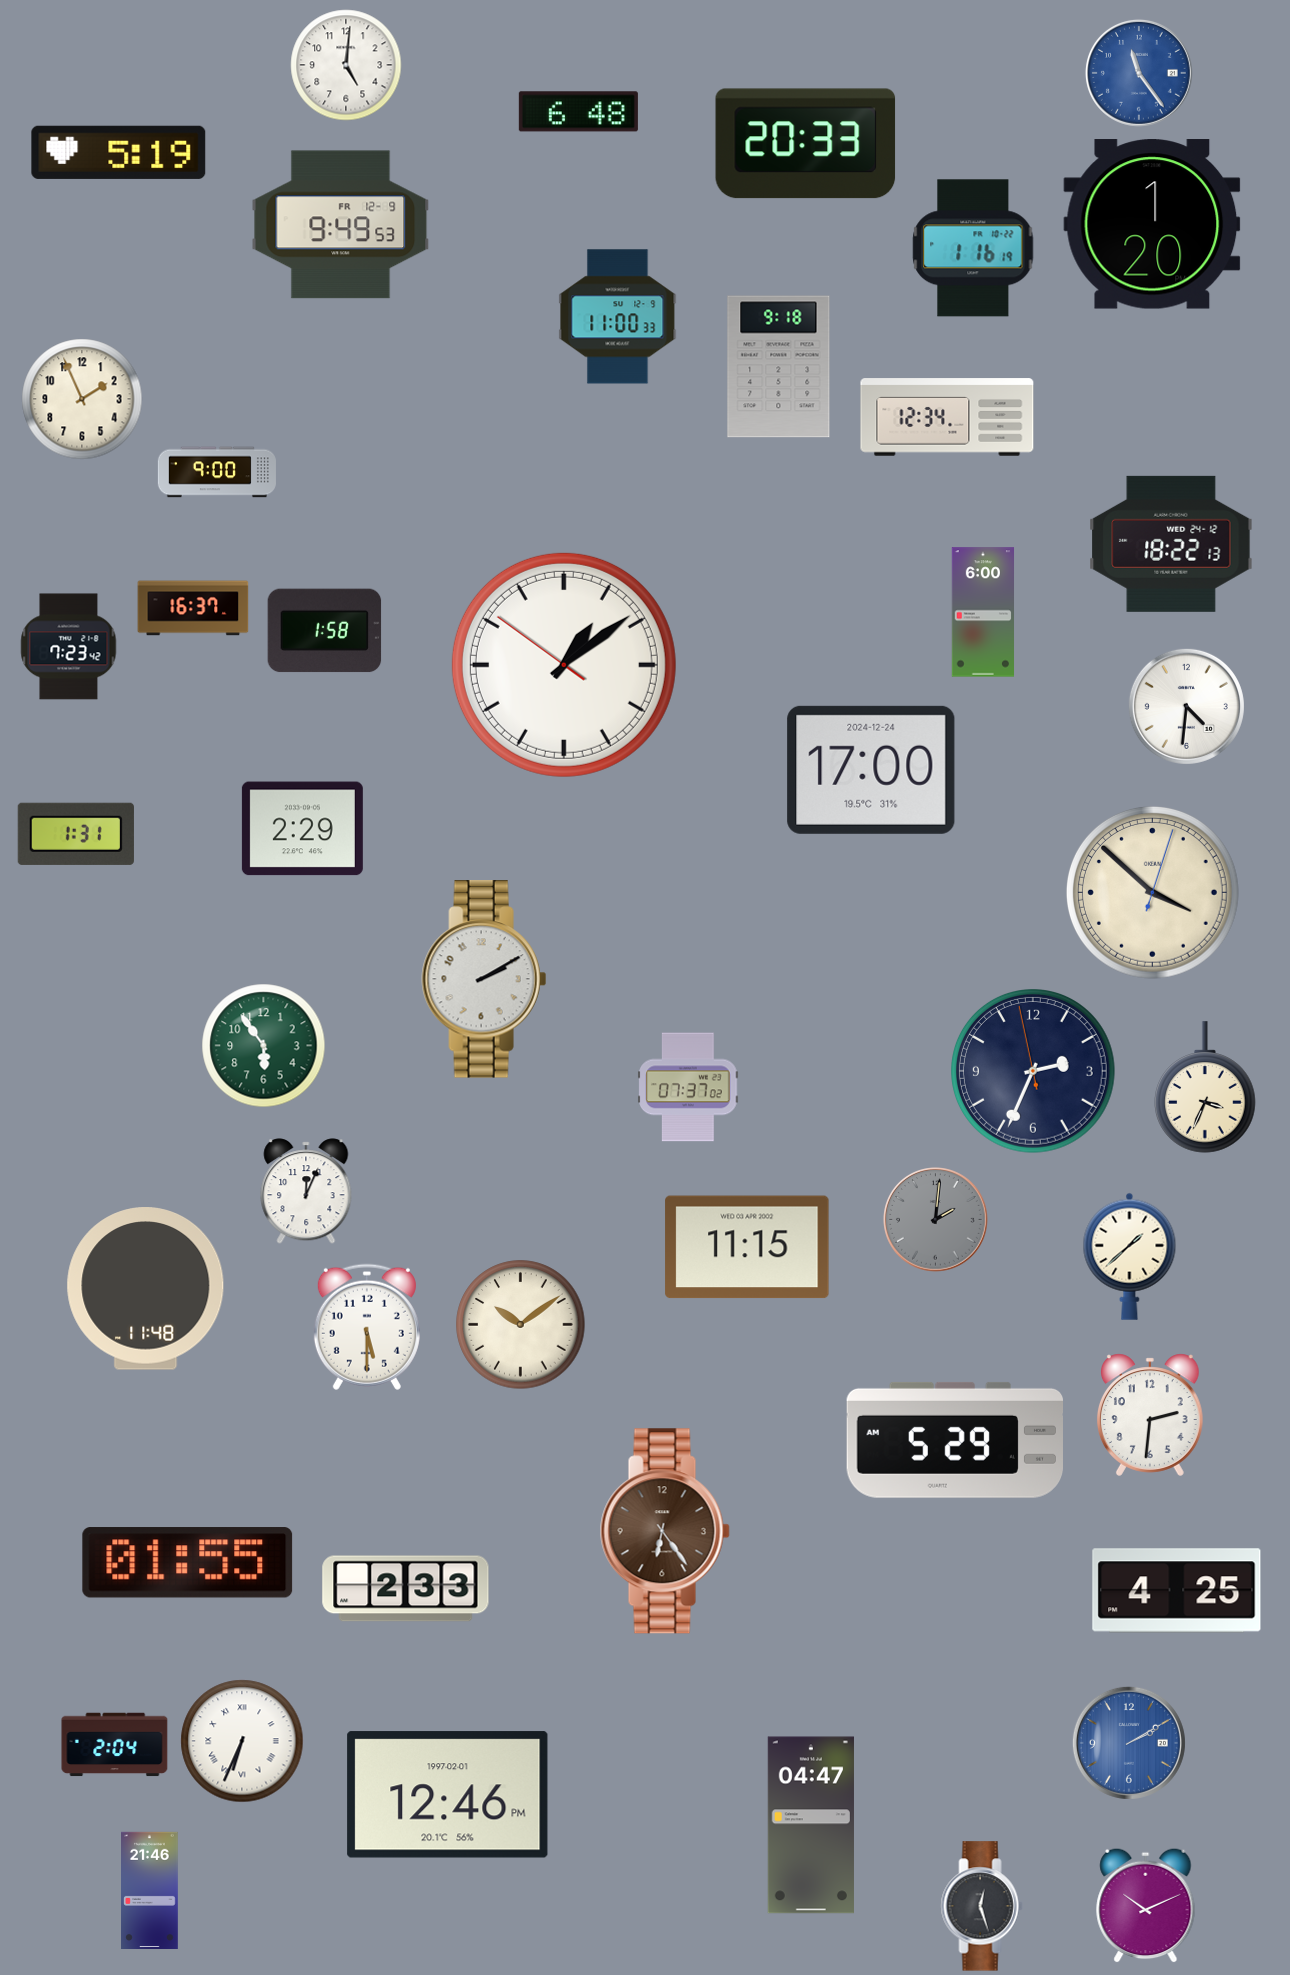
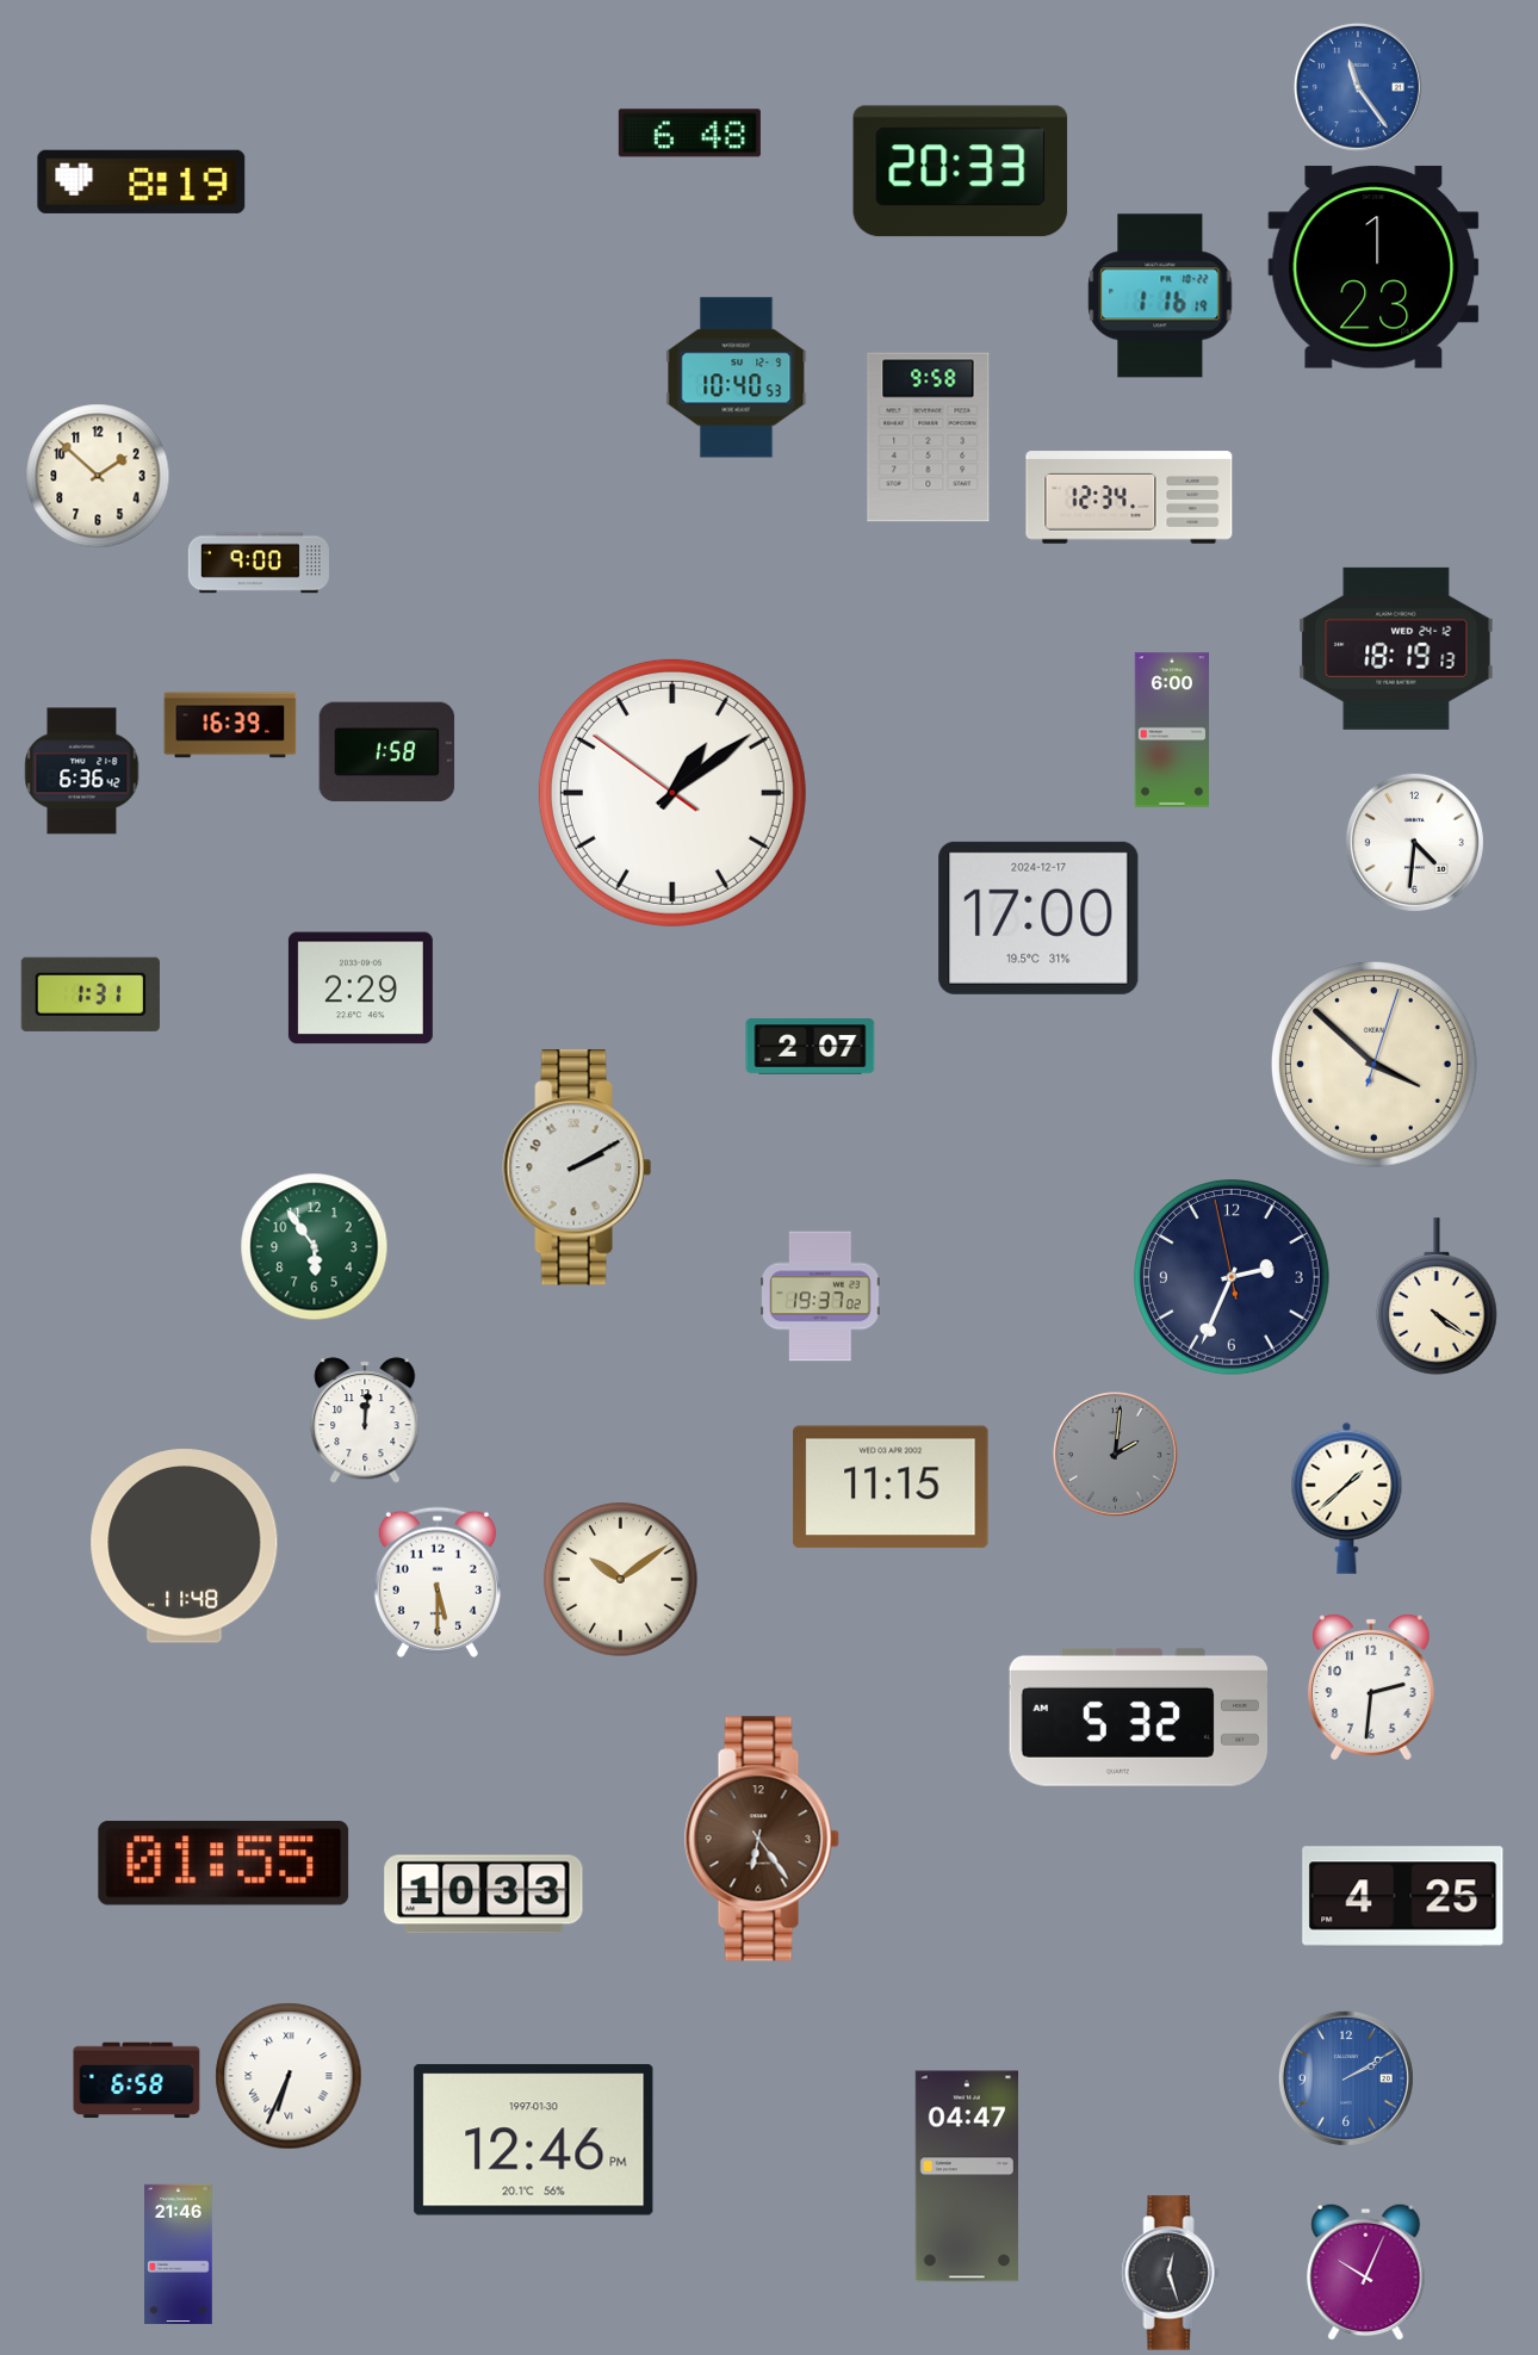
clock at (346, 65): 5:01 -> none
clock at (119, 152): 5:19 -> 8:19
clock at (1152, 224): 1:20 -> 1:23
clock at (341, 225): 9:49 -> none
clock at (618, 317): 11:00 -> 10:40
clock at (779, 367): 9:18 -> 9:58
clock at (82, 399): 1:56 -> 1:52
clock at (1171, 544): 18:22 -> 18:19
clock at (193, 608): 16:37 -> 16:39
clock at (69, 647): 7:23 -> 6:36
clock at (871, 770) date: 2024-12-24 -> 2024-12-17
clock at (811, 1047): none -> 2:07
clock at (688, 1087): 07:37 -> 19:37
clock at (1205, 1087): 3:34 -> 4:21
clock at (306, 1191): 12:04 -> 12:01
clock at (146, 1289) position: (146, 1289) -> (185, 1547)
clock at (954, 1440): 5:29 -> 5:32
clock at (665, 1531) position: (665, 1531) -> (762, 1839)
clock at (406, 1589): 2:33 -> 10:33
clock at (115, 1745): 2:04 -> 6:58
clock at (448, 1795) date: 1997-02-01 -> 1997-01-30
clock at (1146, 1905): 10:11 -> 10:04
